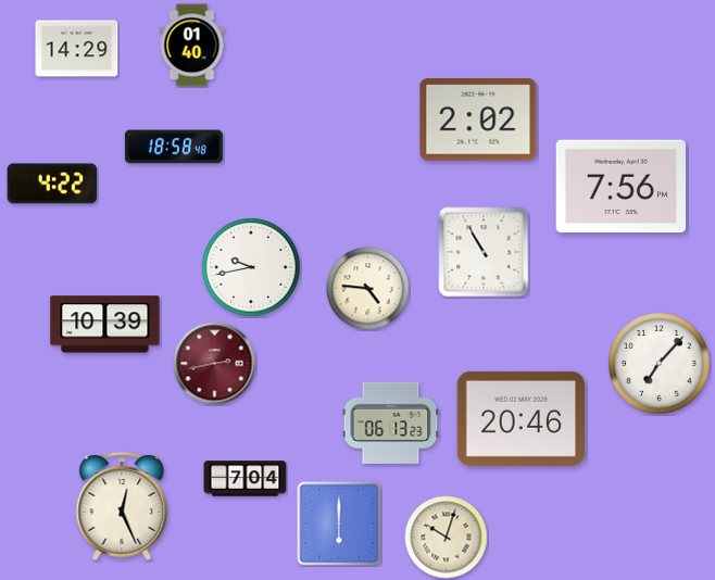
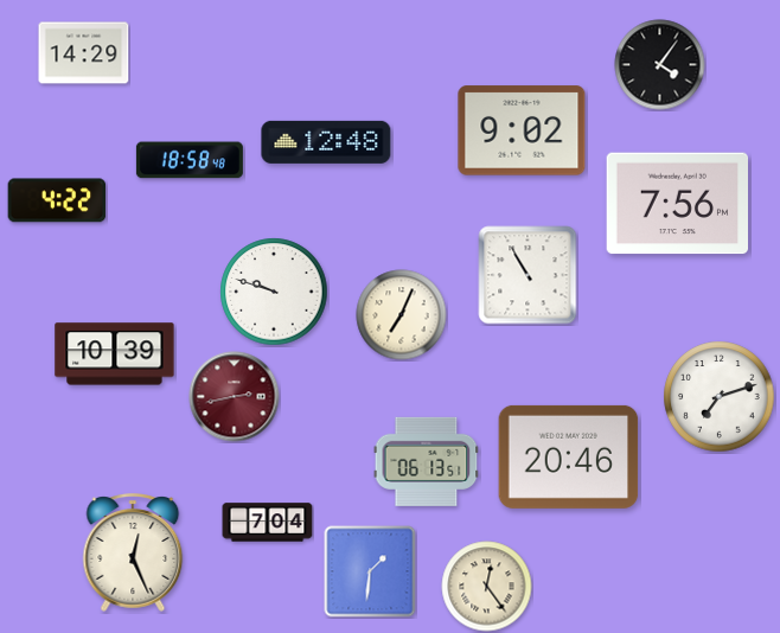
clock at (192, 46): 01:40 -> none
clock at (660, 65): none -> 4:06
clock at (478, 119): 2:02 -> 9:02
clock at (326, 142): none -> 12:48
clock at (251, 267): 9:43 -> 9:48
clock at (368, 289): 4:46 -> 7:04
clock at (660, 364): 7:07 -> 7:12
clock at (391, 423): 06:13:23 -> 06:13:51
clock at (339, 524): 6:00 -> 1:31
clock at (447, 538): 10:03 -> 12:24
